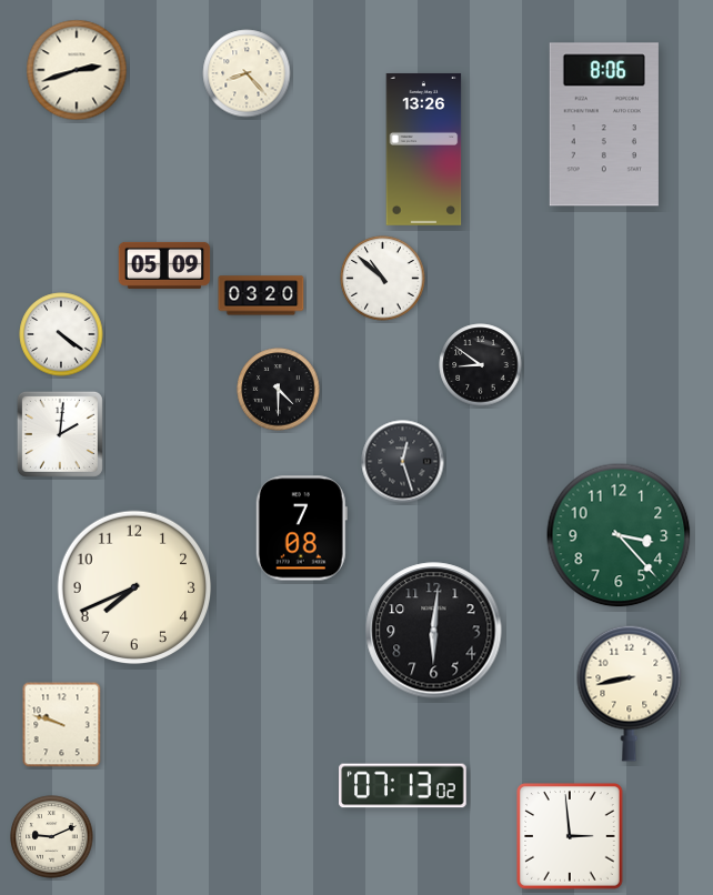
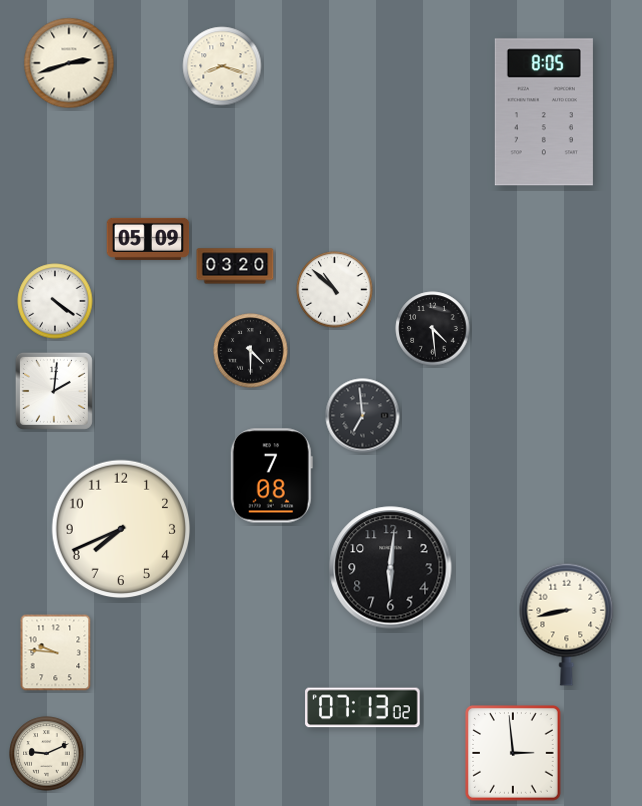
clock at (247, 73): 8:23 -> 8:18
clock at (604, 124): 8:06 -> 8:05
clock at (424, 149): 13:26 -> none
clock at (383, 279) position: (383, 279) -> (335, 290)
clock at (481, 365): 8:51 -> 4:29
clock at (403, 462): 12:27 -> 6:59
clock at (619, 535): 3:23 -> none
clock at (62, 725): 9:48 -> 9:46
